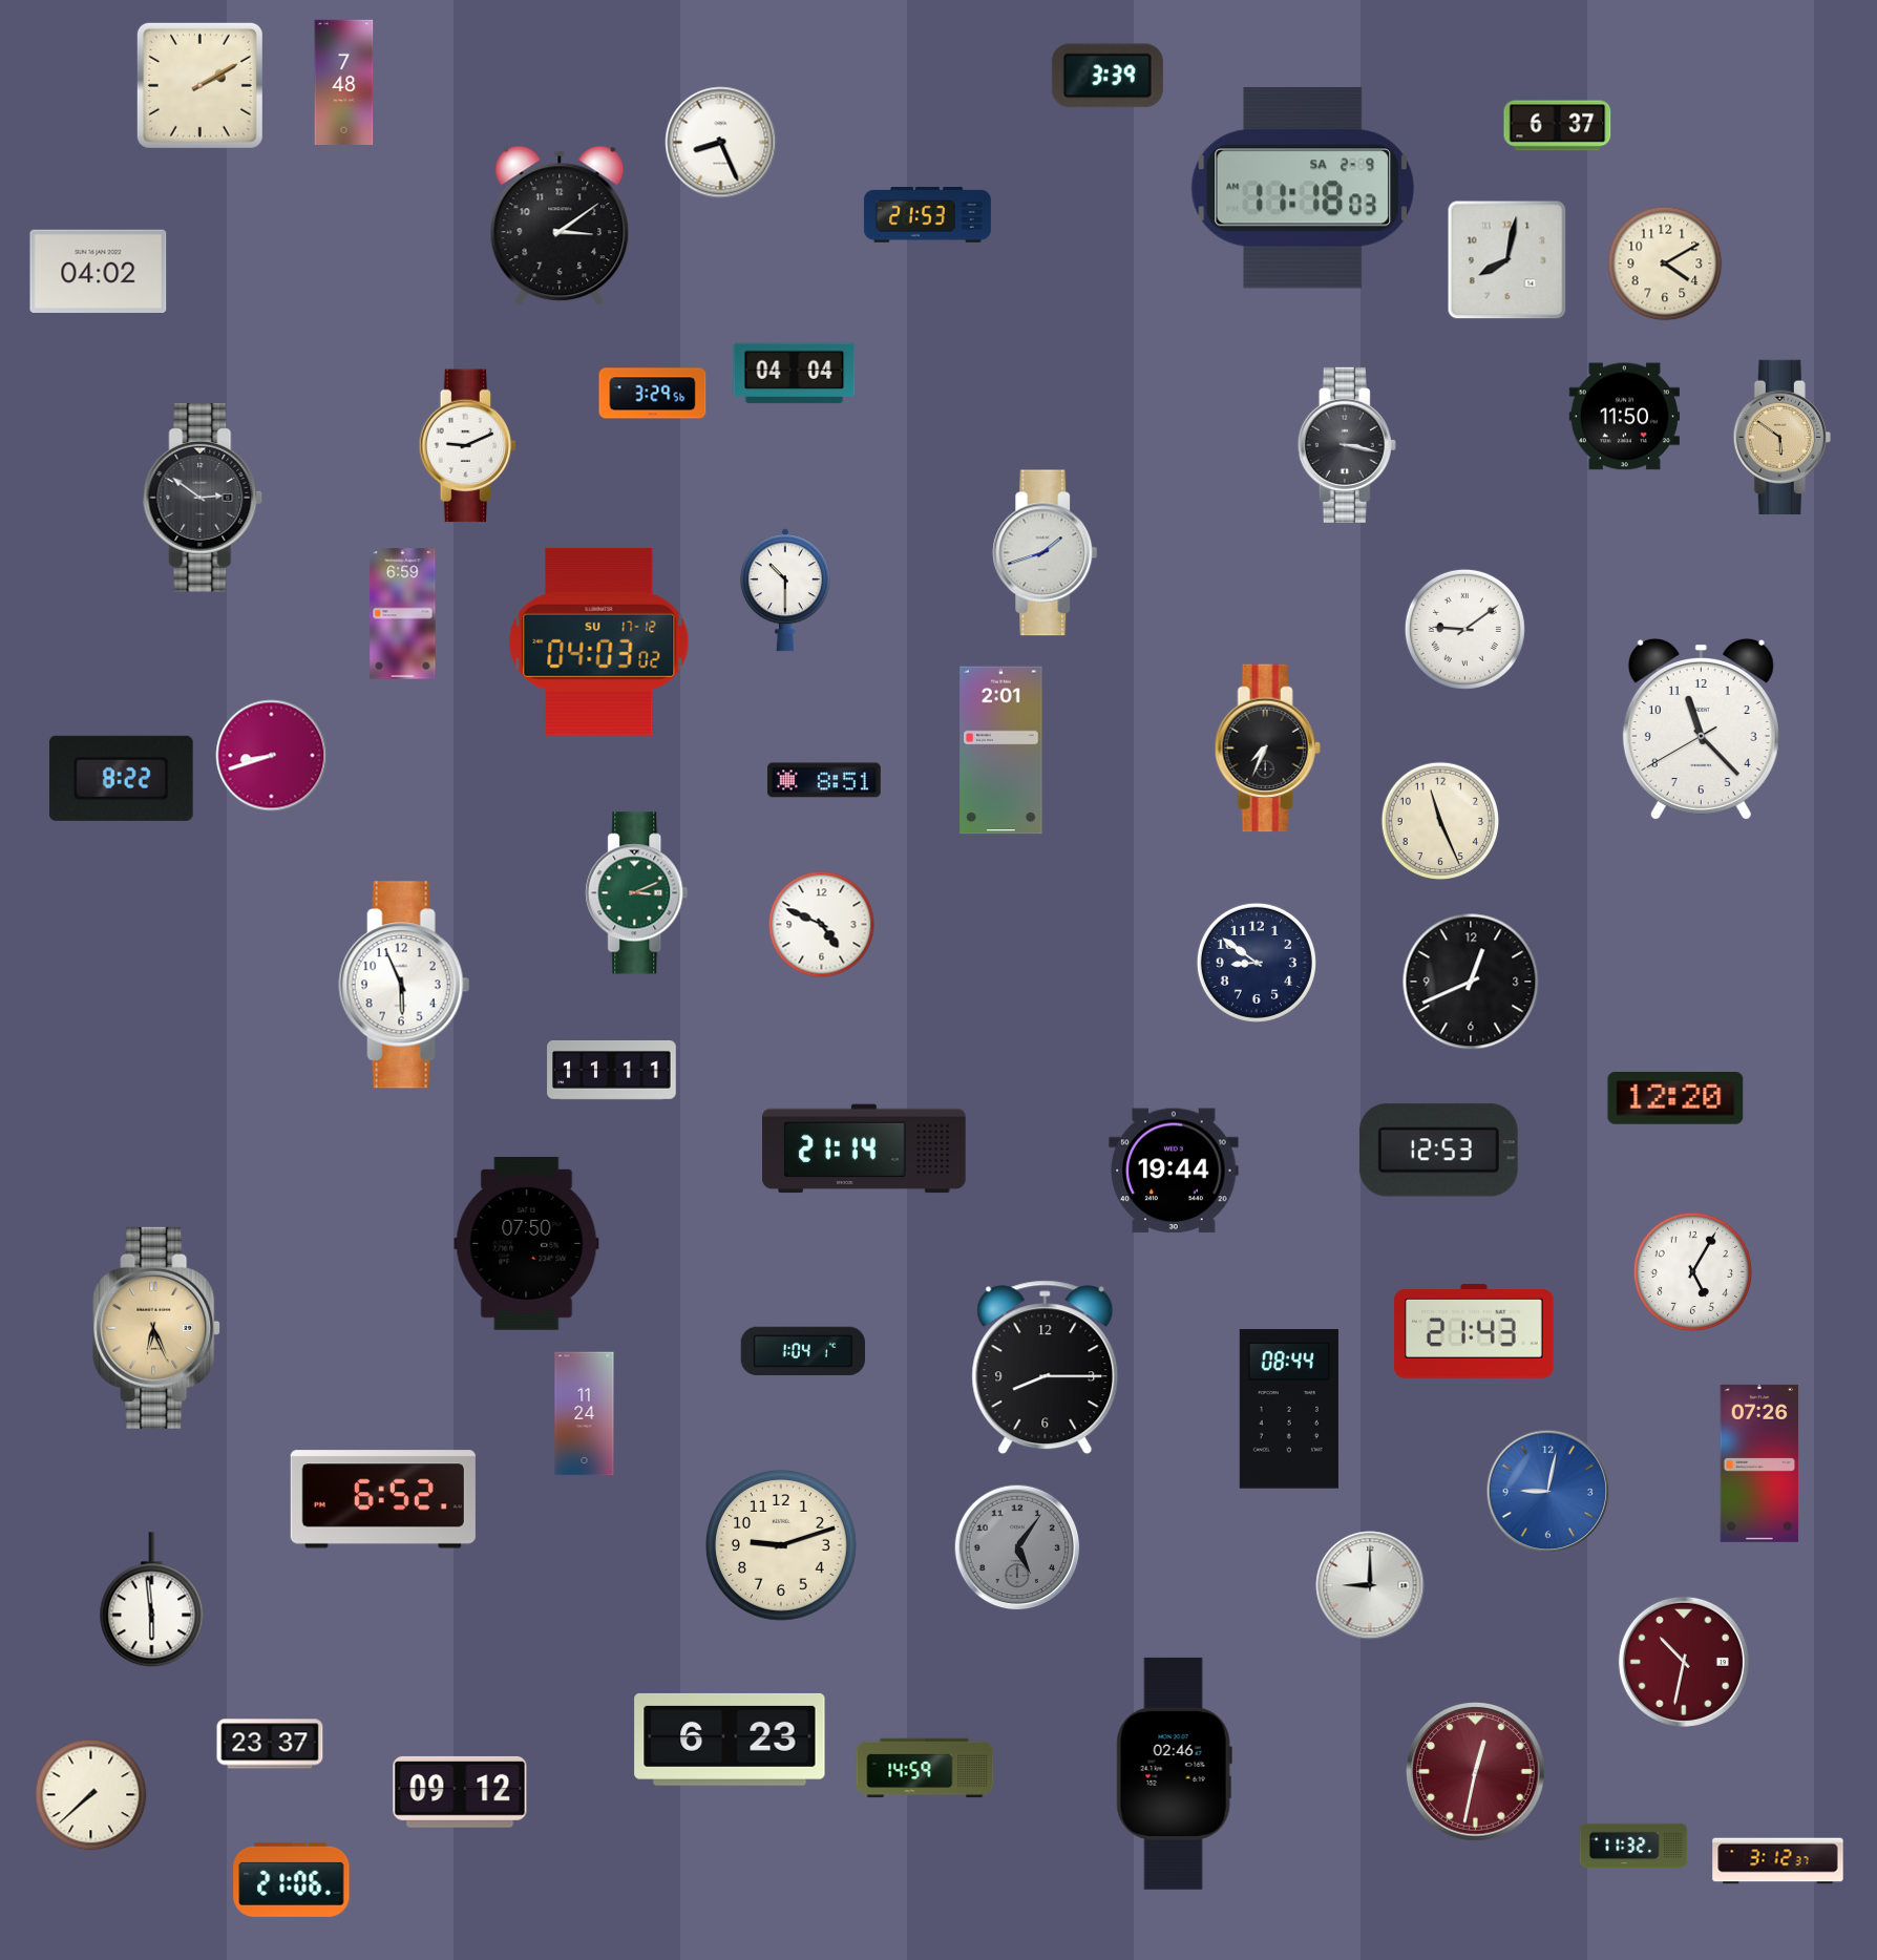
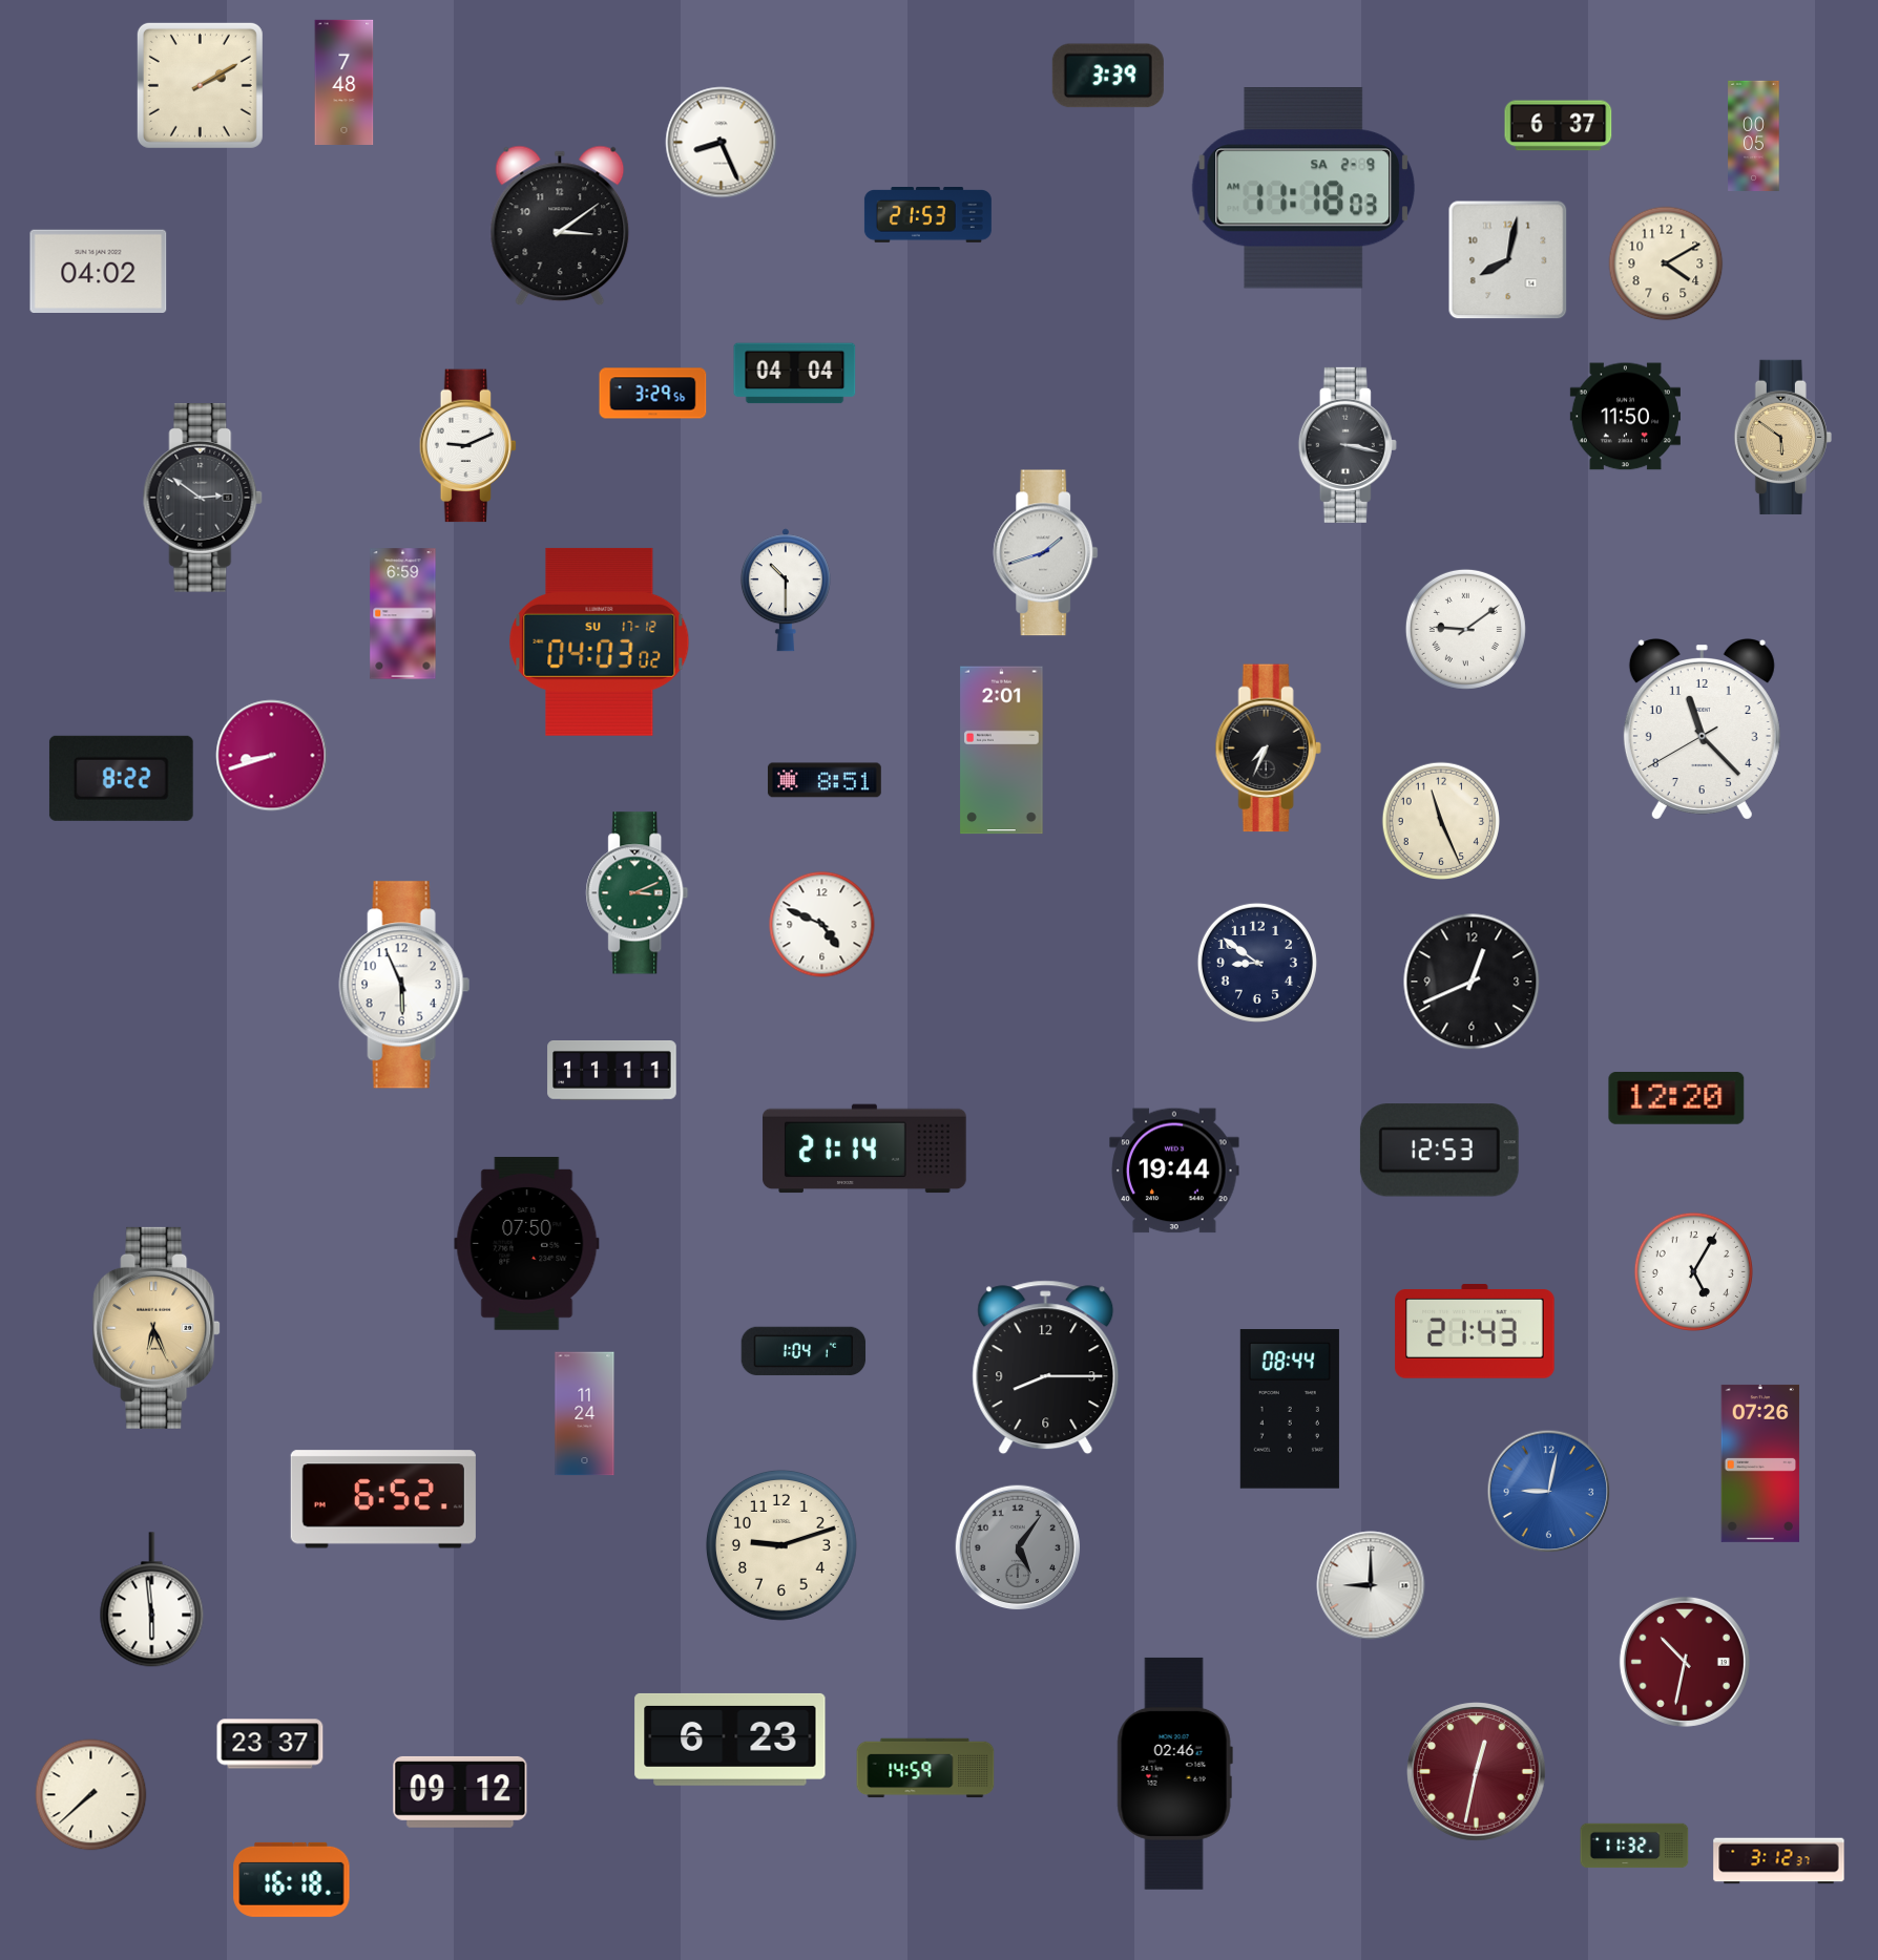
clock at (1754, 135): none -> 00:05
clock at (292, 1879): 21:06 -> 16:18
